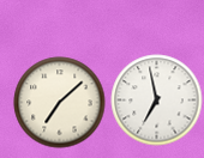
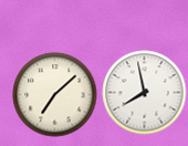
clock at (157, 101): 6:58 -> 7:58
